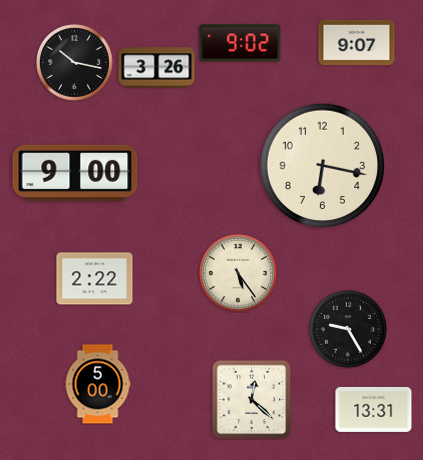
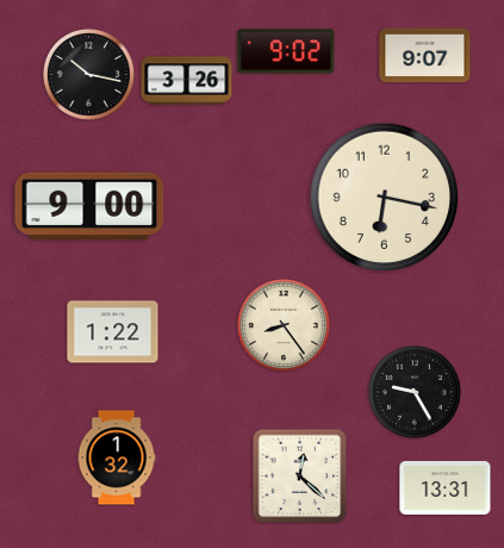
clock at (357, 43) position: (357, 43) -> (425, 56)
clock at (239, 274): 5:24 -> 8:24
clock at (95, 279): 2:22 -> 1:22
clock at (98, 384): 5:00 -> 1:32
